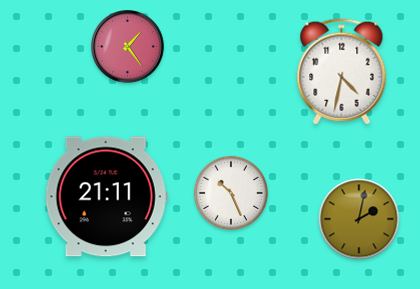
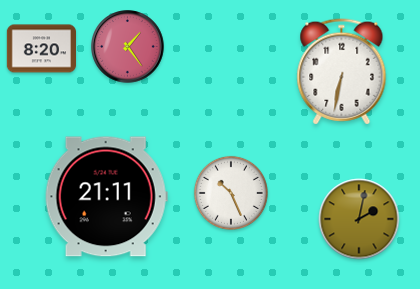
clock at (41, 49): none -> 8:20
clock at (342, 72): 4:32 -> 6:32
